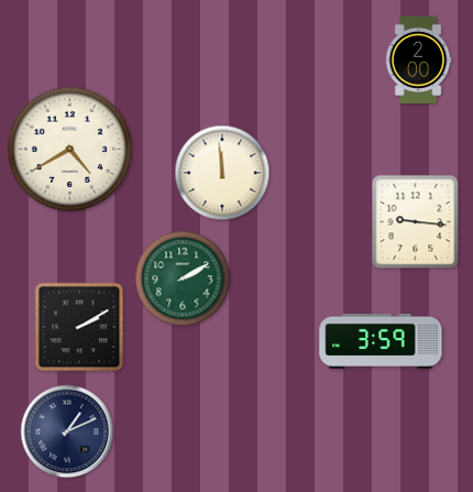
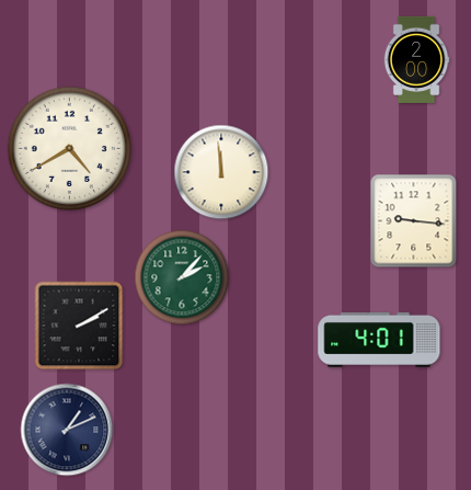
clock at (183, 278): 2:10 -> 2:07
clock at (381, 341): 3:59 -> 4:01
